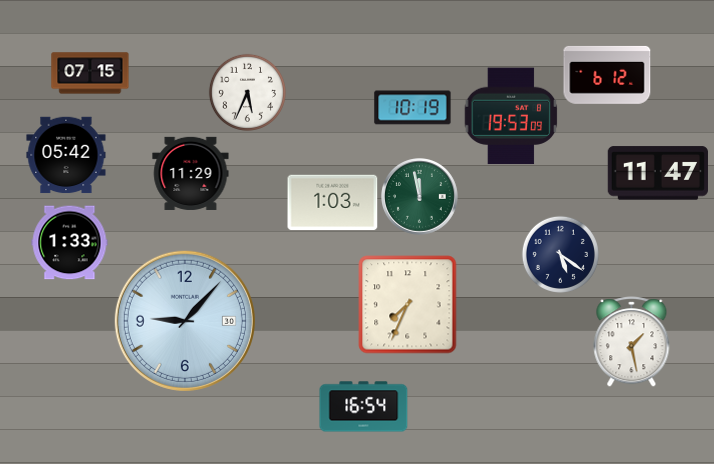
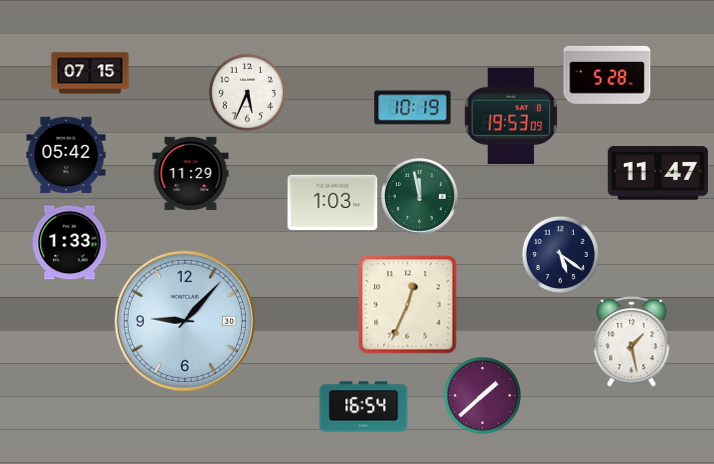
clock at (607, 75): 6:12 -> 5:28
clock at (408, 305): 7:34 -> 12:34
clock at (482, 395): none -> 1:38
